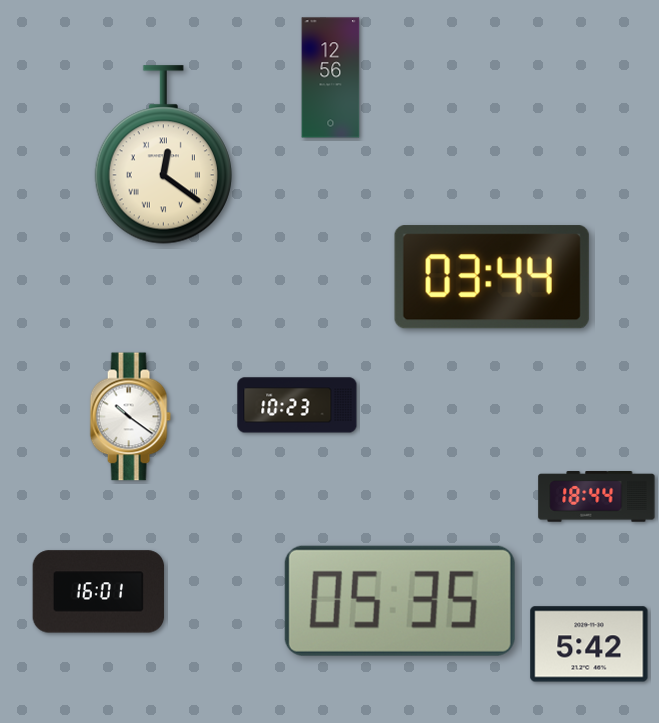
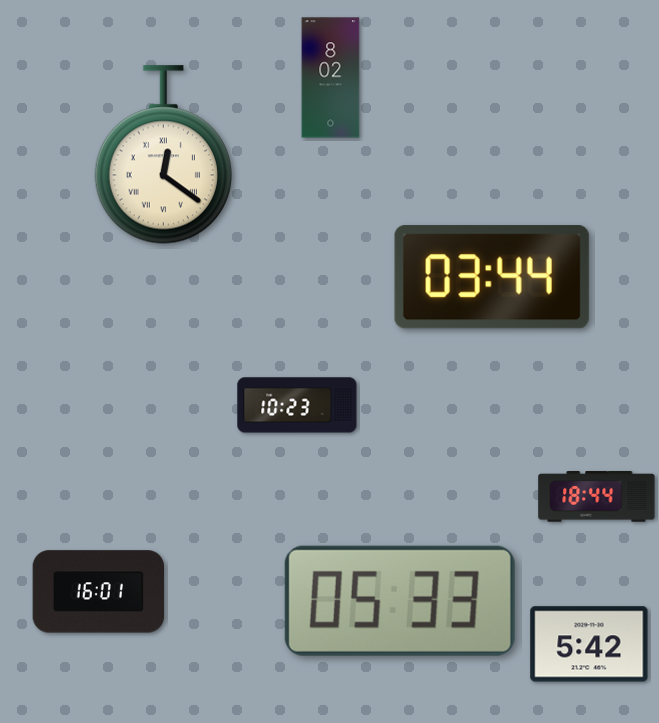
clock at (331, 78): 12:56 -> 8:02
clock at (130, 417): 10:21 -> none
clock at (400, 601): 05:35 -> 05:33
